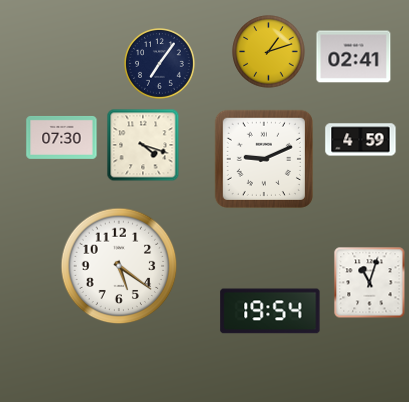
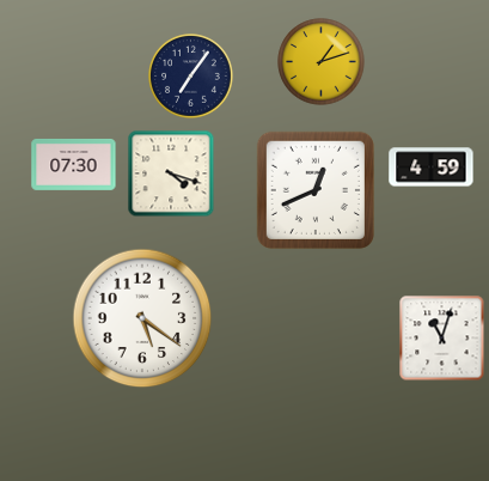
clock at (354, 57): 02:41 -> none
clock at (264, 159): 9:11 -> 12:41
clock at (270, 311): 19:54 -> none
